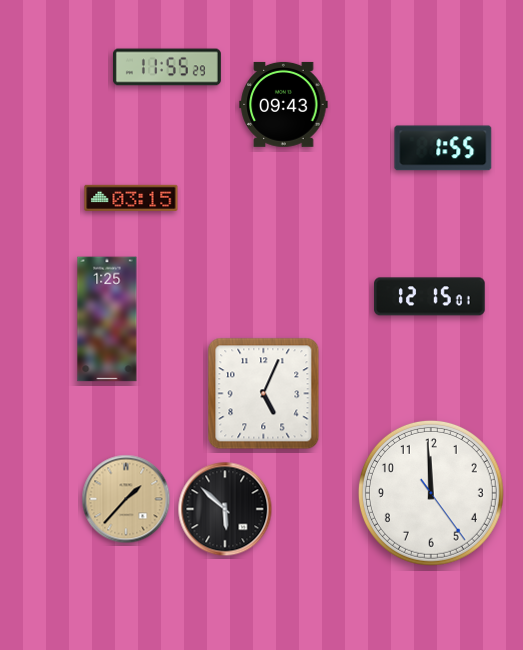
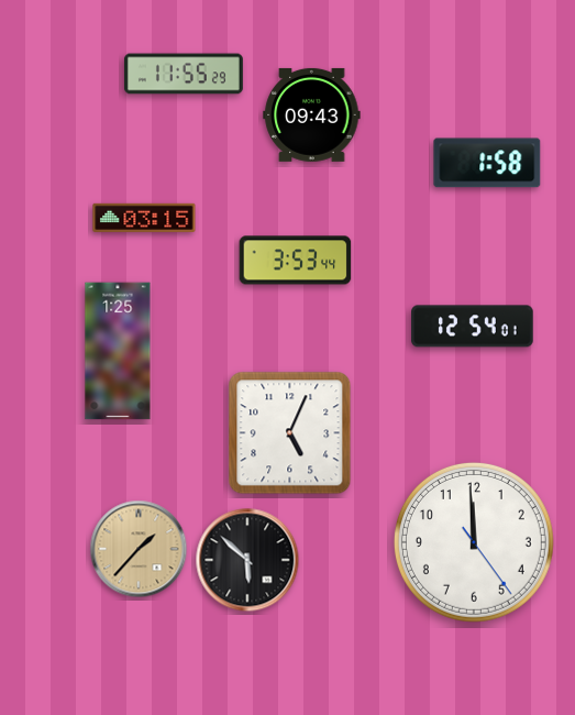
clock at (443, 148): 1:55 -> 1:58
clock at (296, 261): none -> 3:53
clock at (430, 297): 12:15 -> 12:54
